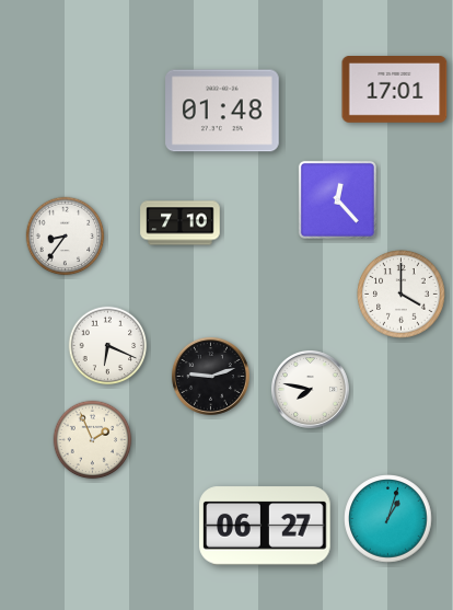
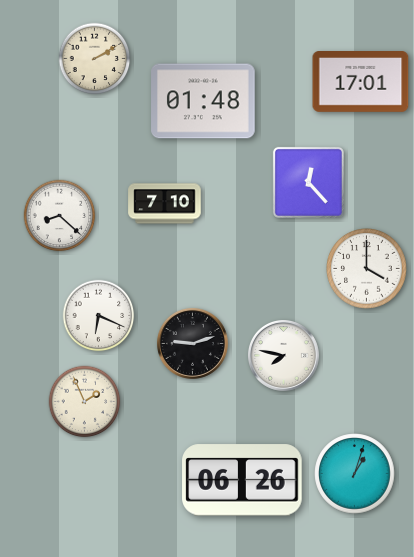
clock at (95, 59): none -> 2:10
clock at (66, 237): 8:36 -> 8:22
clock at (265, 526): 06:27 -> 06:26
